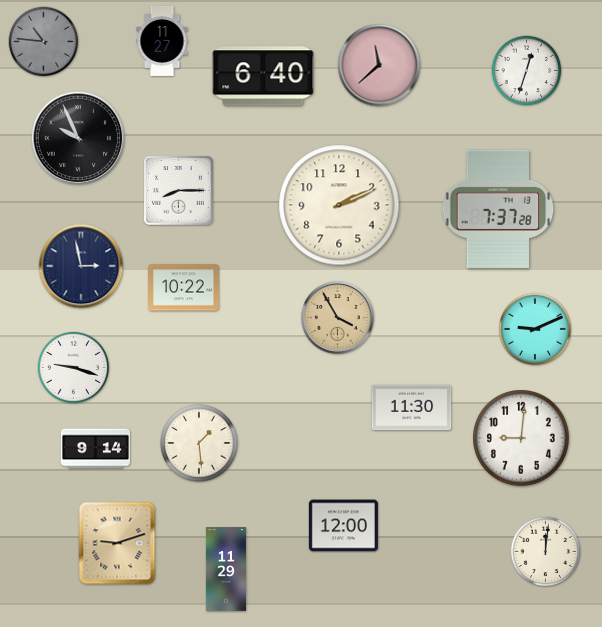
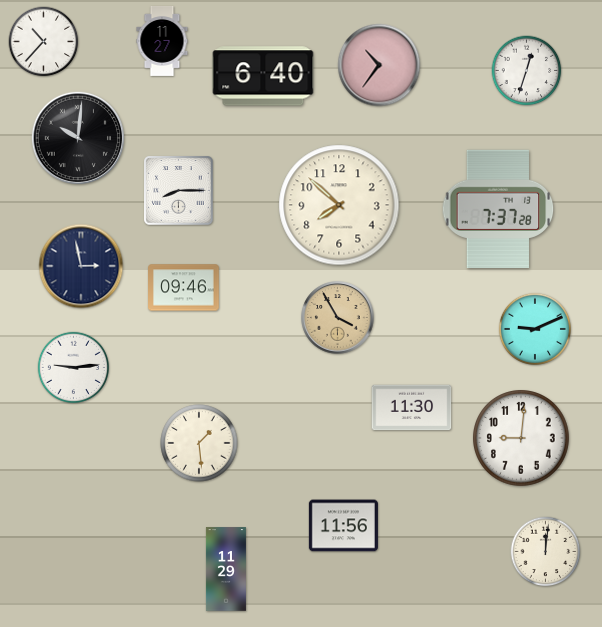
clock at (44, 42): 10:46 -> 10:37
clock at (44, 42) dial: grey -> white
clock at (379, 65): 11:38 -> 10:36
clock at (77, 137): 9:56 -> 10:01
clock at (339, 205): 2:11 -> 7:52
clock at (184, 288): 10:22 -> 09:46
clock at (74, 368): 9:18 -> 9:14
clock at (95, 449): 9:14 -> none
clock at (343, 526): 12:00 -> 11:56
clock at (117, 543): 9:12 -> none
